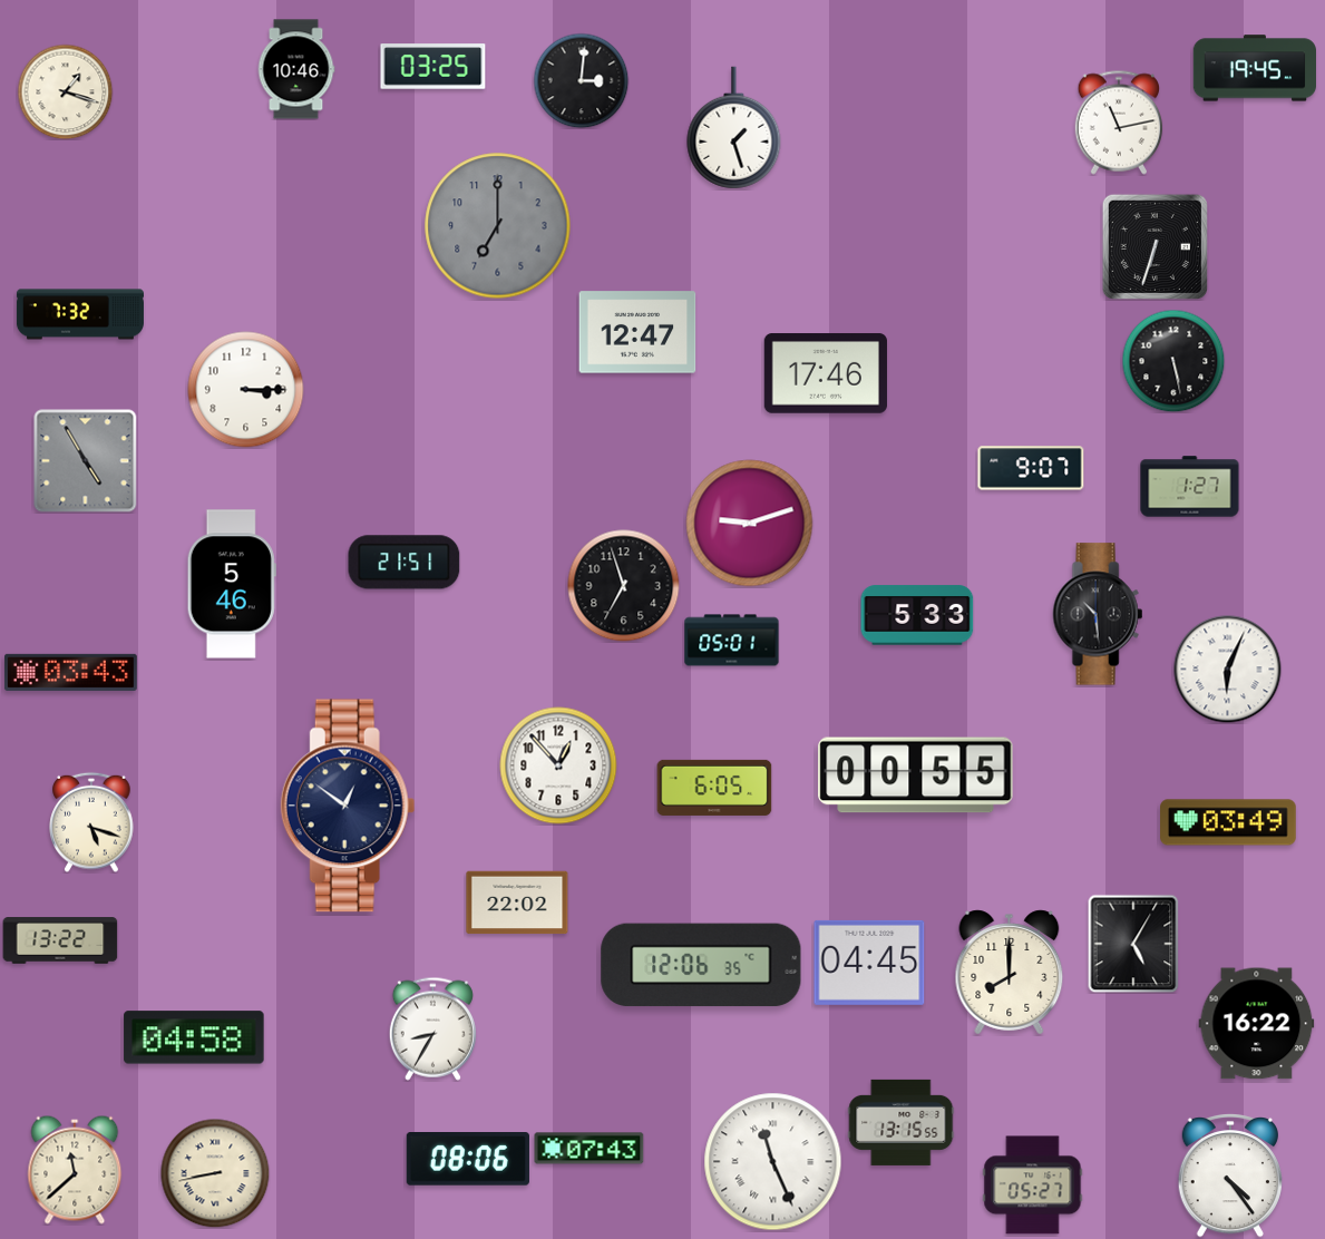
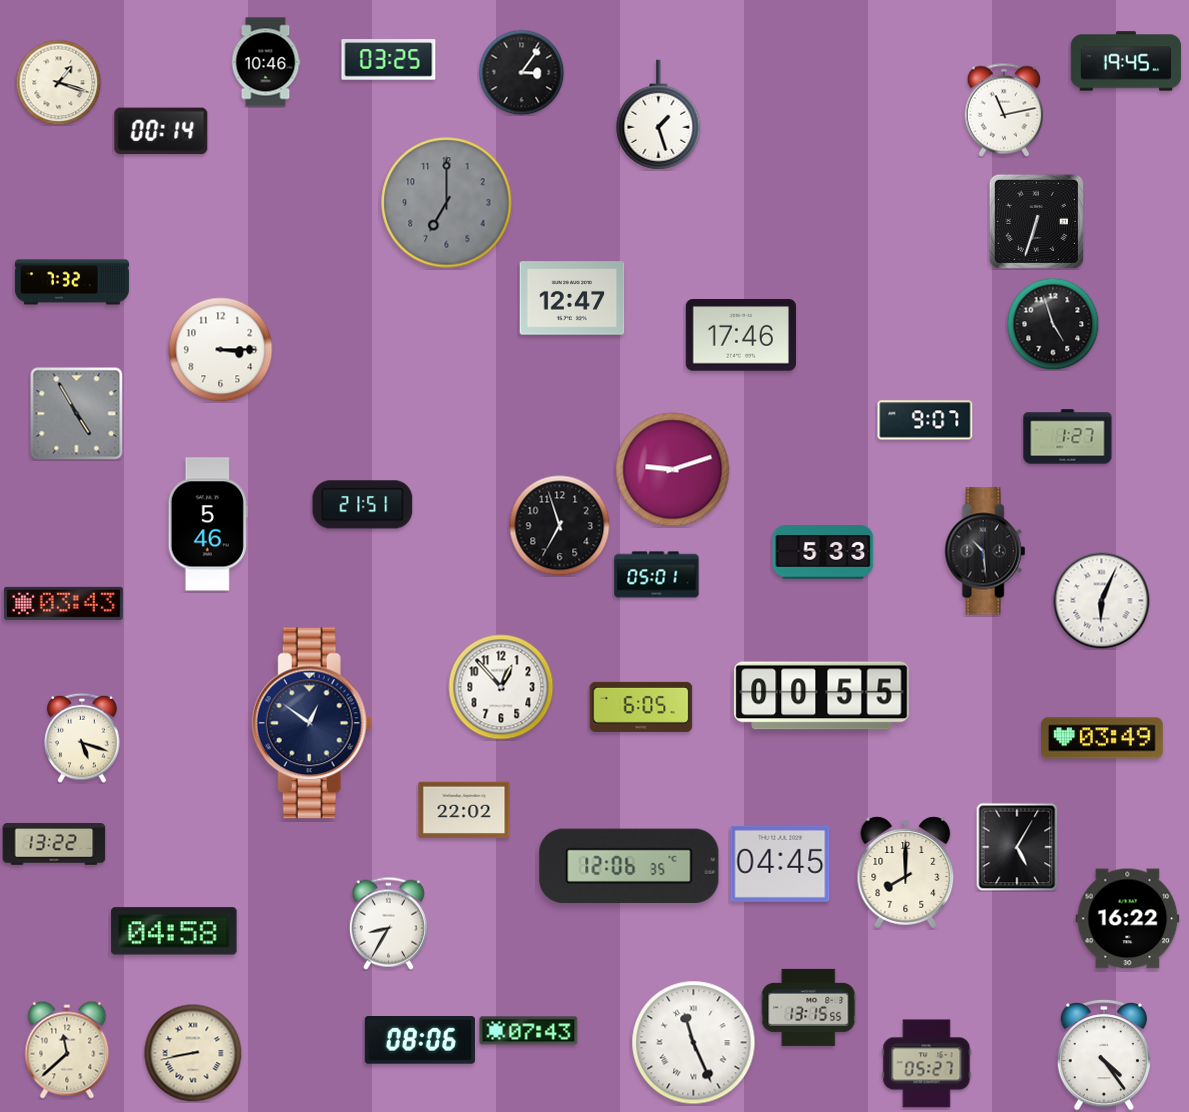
clock at (581, 80): 3:01 -> 3:06
clock at (161, 131): none -> 00:14
clock at (1173, 361): 5:28 -> 4:57
